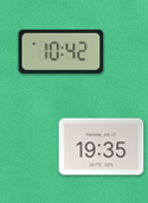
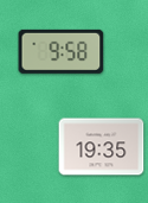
clock at (62, 51): 10:42 -> 9:58
